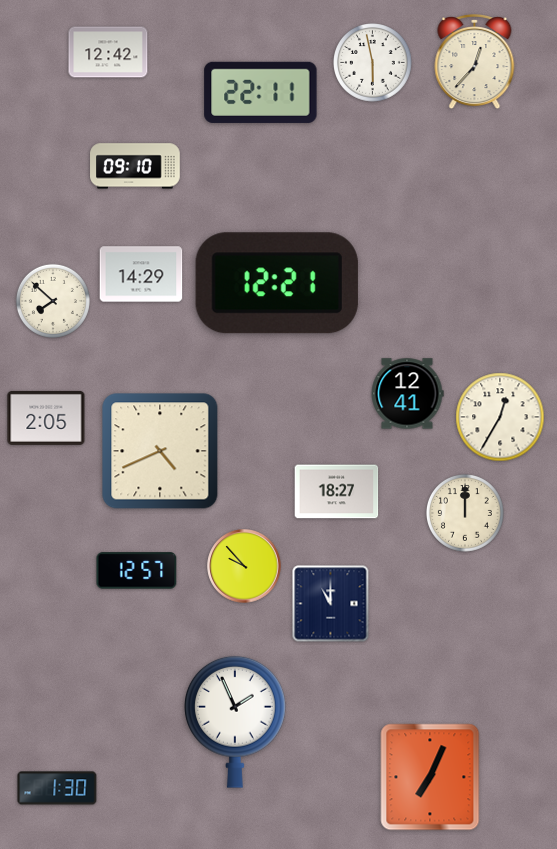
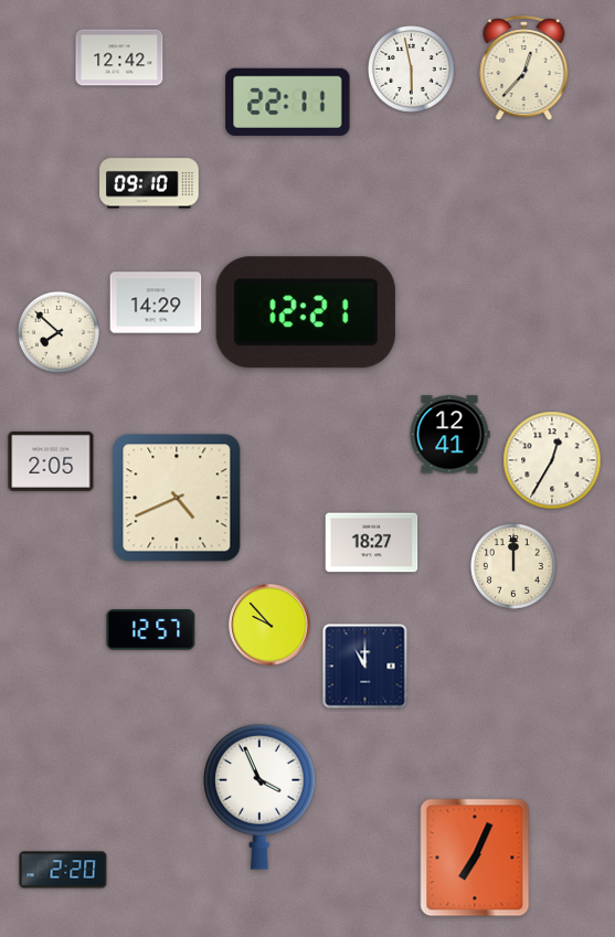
clock at (236, 722): 1:56 -> 3:56
clock at (57, 788): 1:30 -> 2:20
